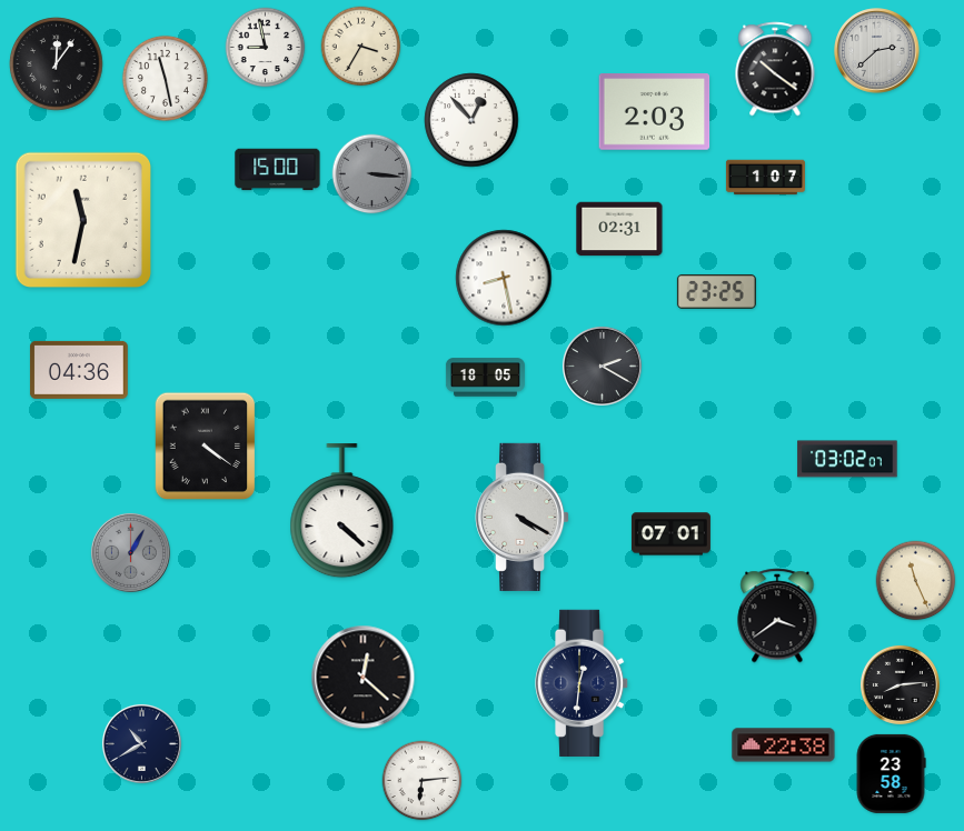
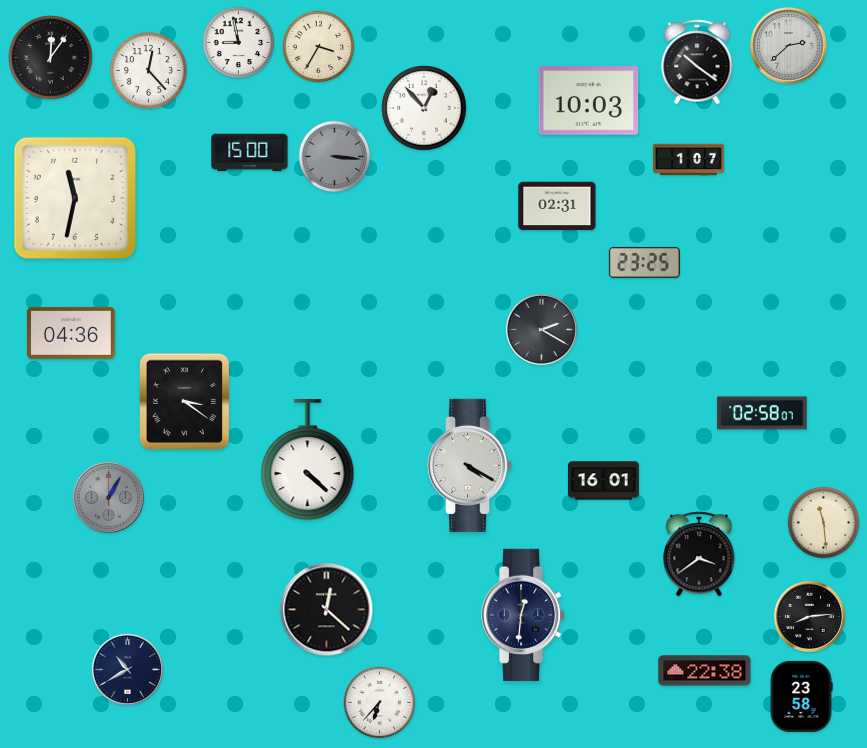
clock at (361, 47) position: (361, 47) -> (319, 47)
clock at (165, 78): 11:28 -> 12:23
clock at (655, 112): 2:03 -> 10:03
clock at (504, 278): 8:28 -> none
clock at (485, 378): 18:05 -> none
clock at (206, 447): 4:21 -> 3:21
clock at (847, 459): 03:02 -> 02:58
clock at (670, 534): 07:01 -> 16:01
clock at (130, 552) position: (130, 552) -> (108, 497)
clock at (916, 581): 11:26 -> 11:29
clock at (423, 781): 6:14 -> 6:37
